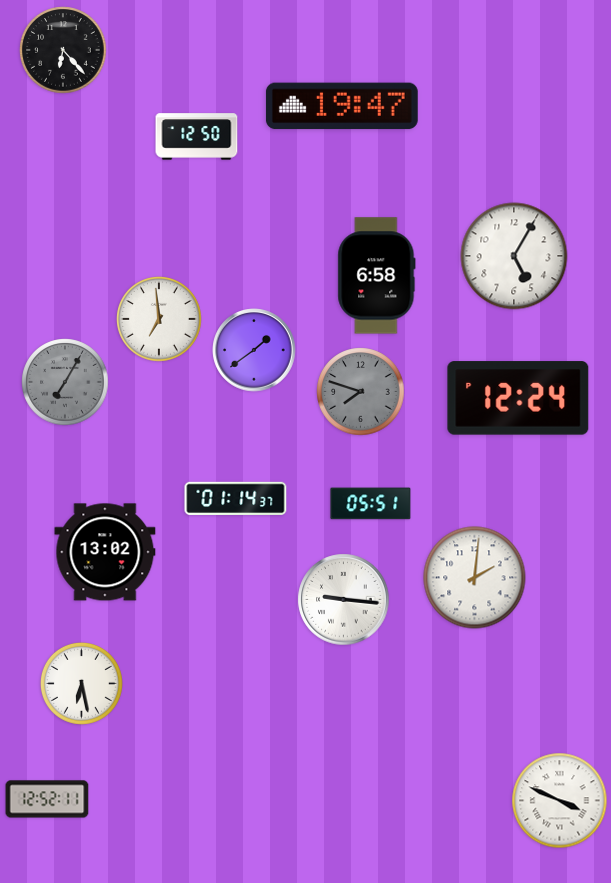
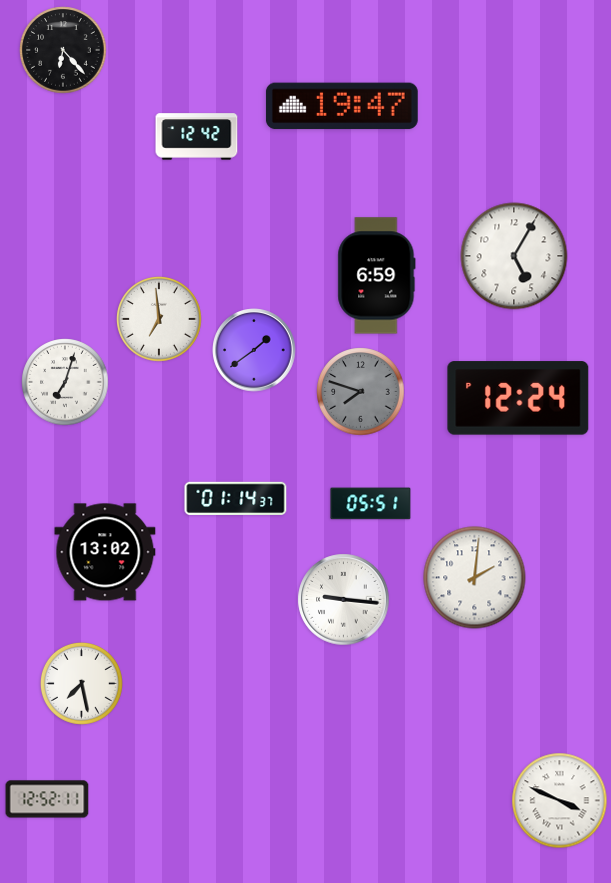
clock at (197, 137): 12:50 -> 12:42
clock at (377, 276): 6:58 -> 6:59
clock at (65, 382): 7:05 -> 7:03
clock at (65, 382) dial: grey -> white
clock at (81, 683): 6:28 -> 7:28
